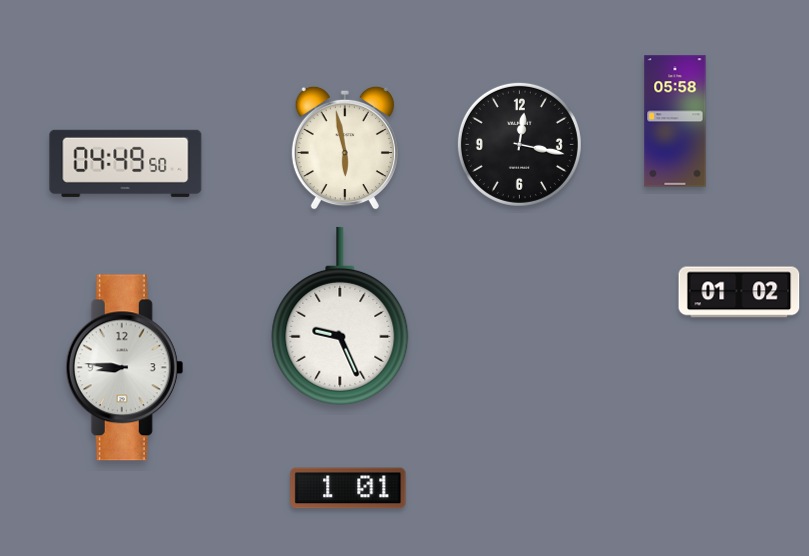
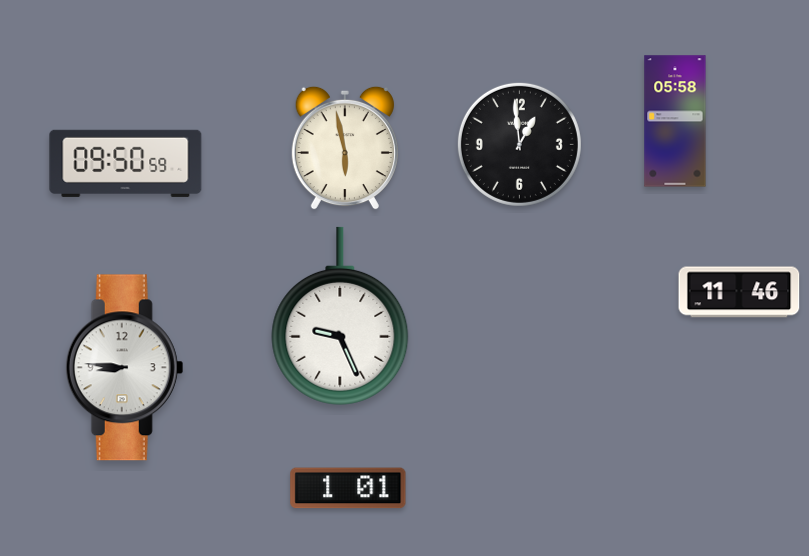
clock at (519, 144): 12:17 -> 12:59
clock at (126, 163): 04:49 -> 09:50
clock at (739, 292): 01:02 -> 11:46
